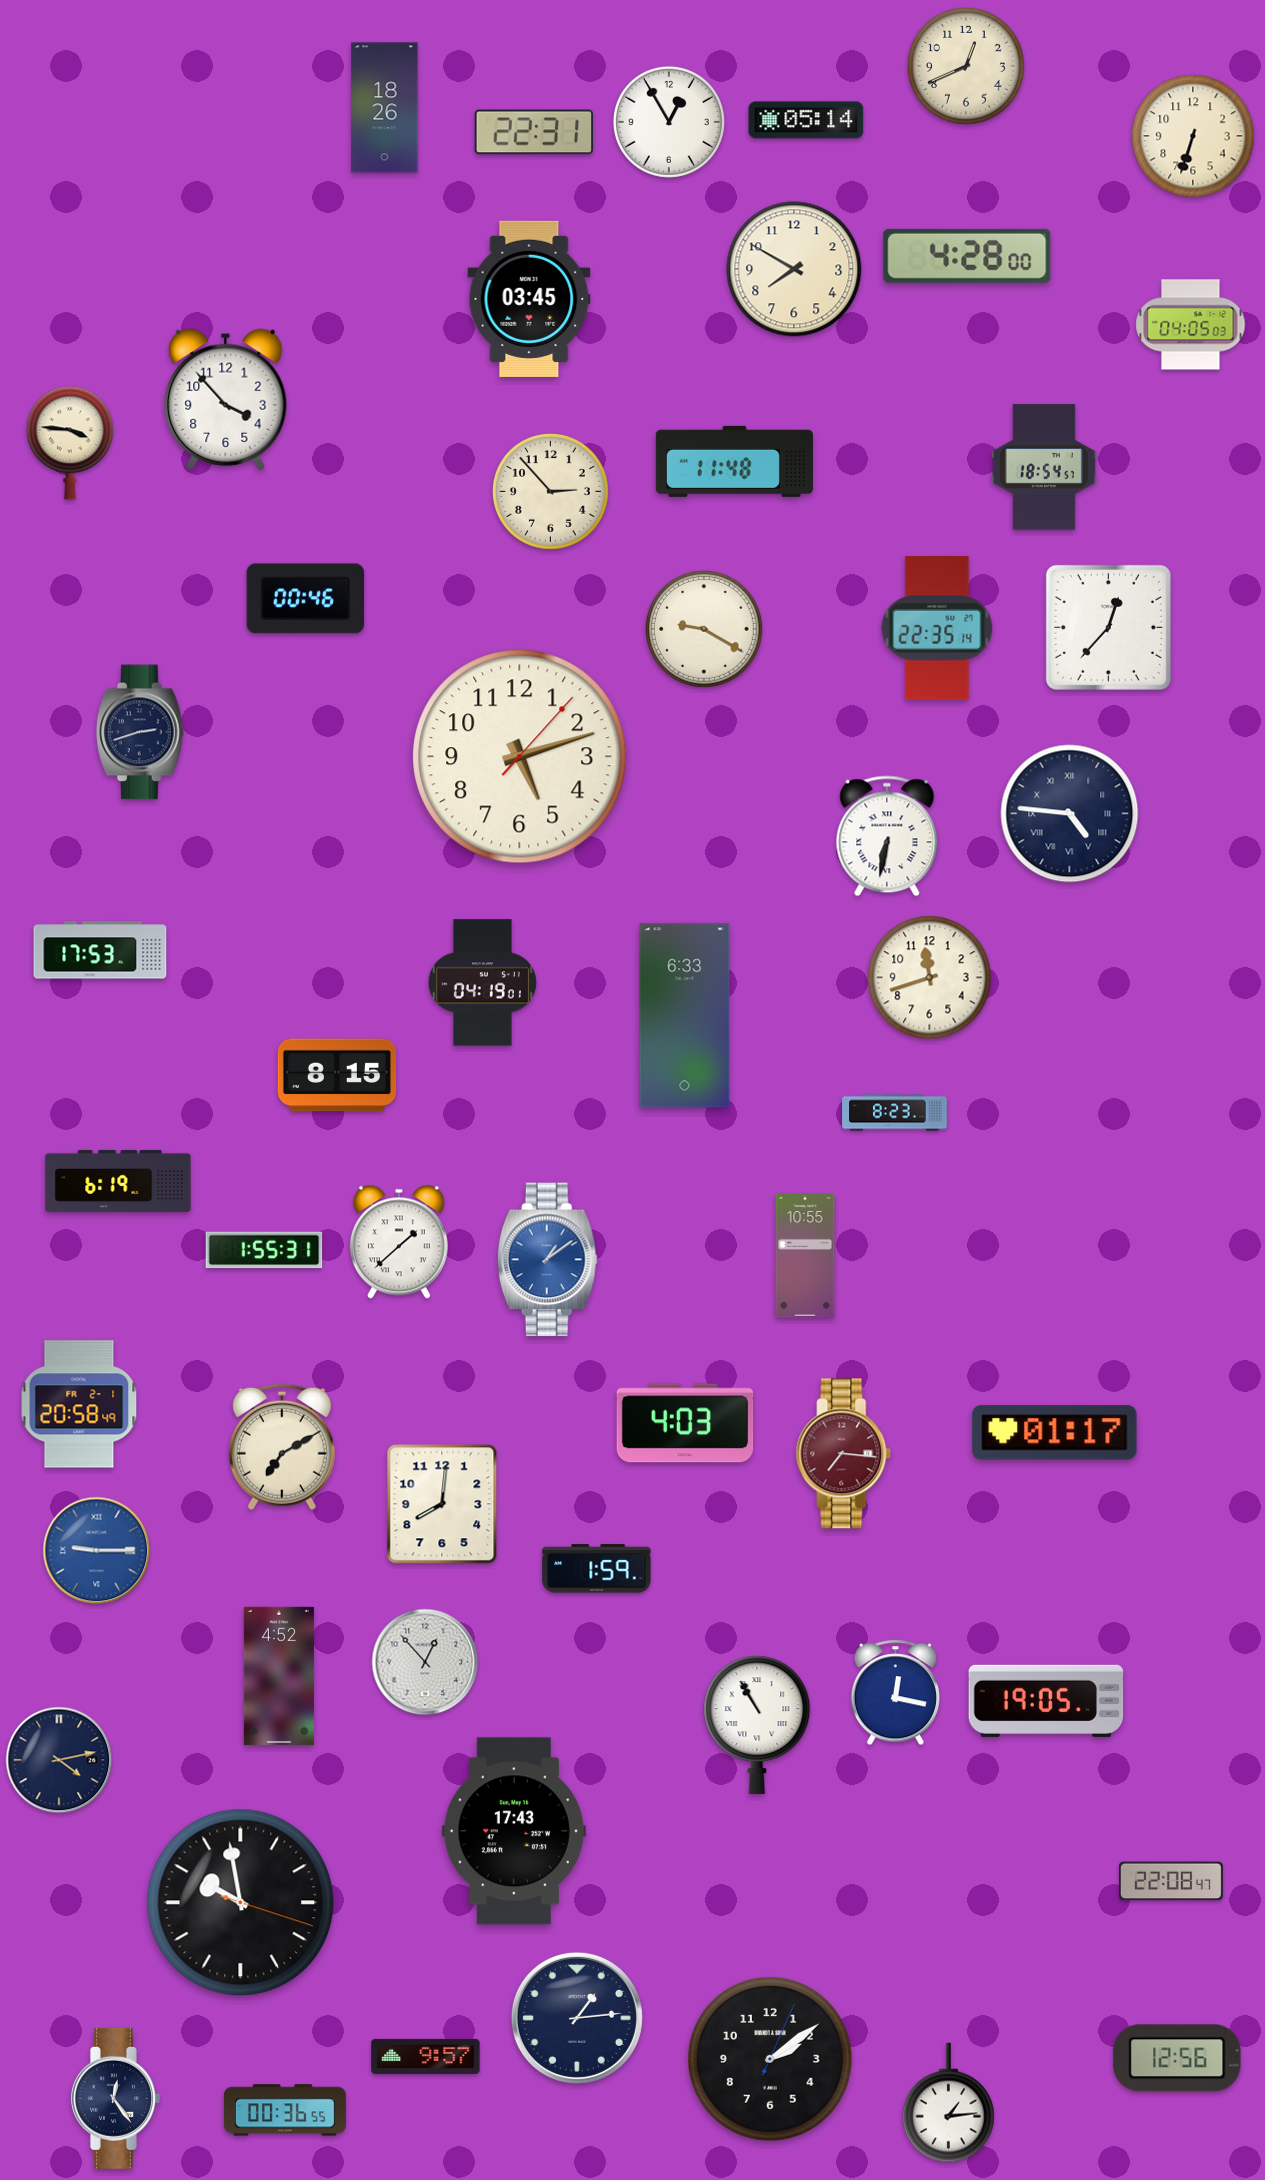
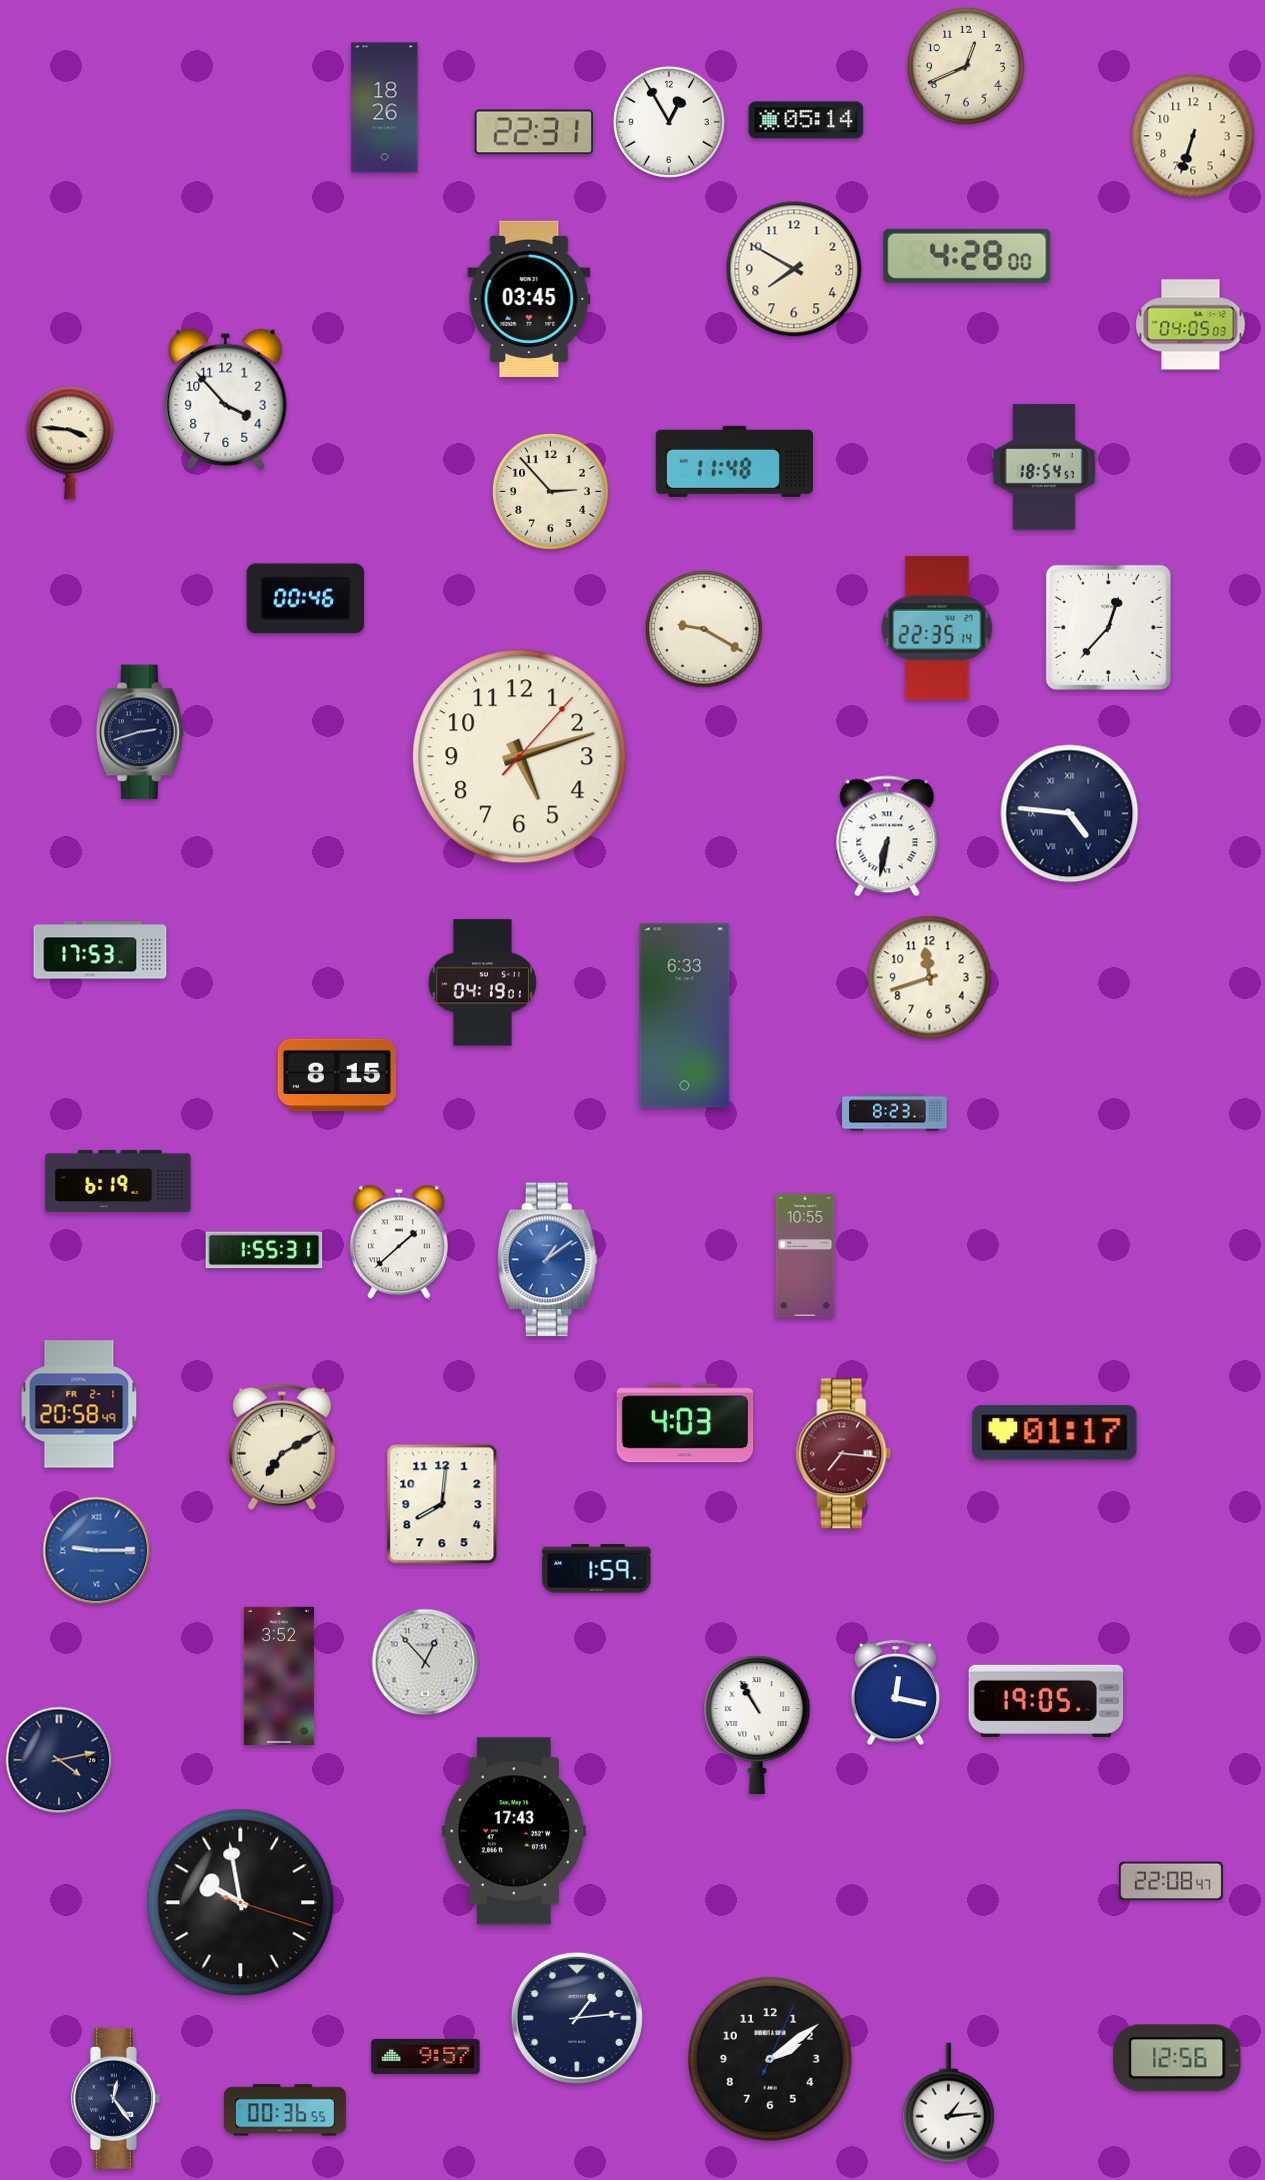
clock at (279, 1676): 4:52 -> 3:52
